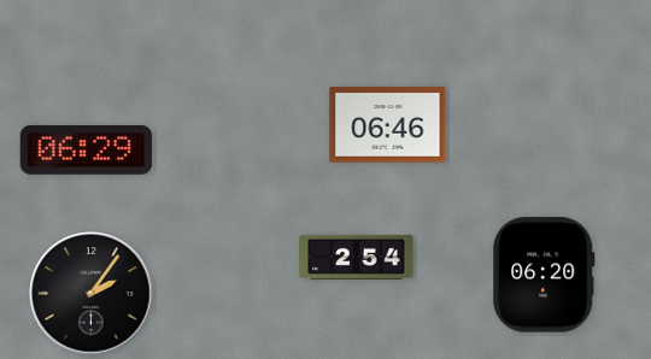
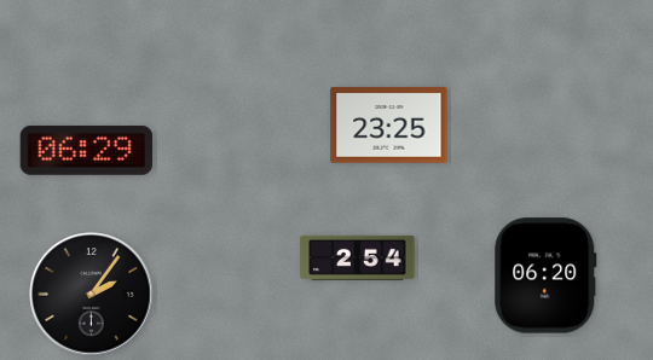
clock at (388, 125): 06:46 -> 23:25
